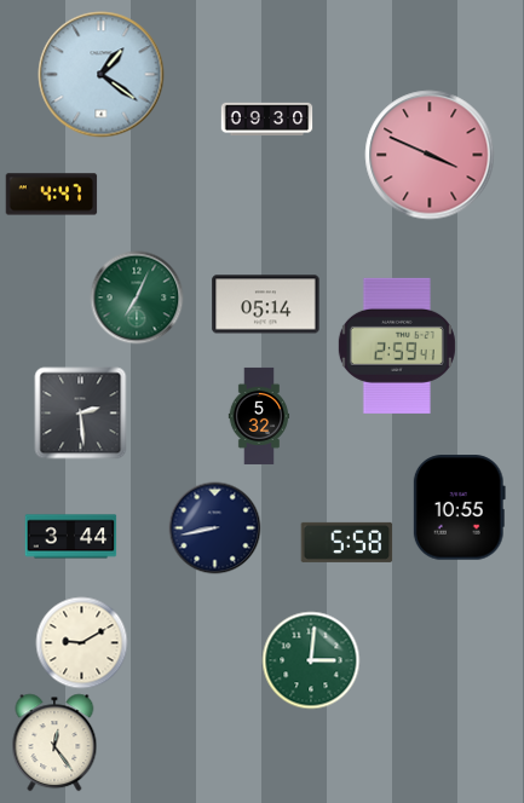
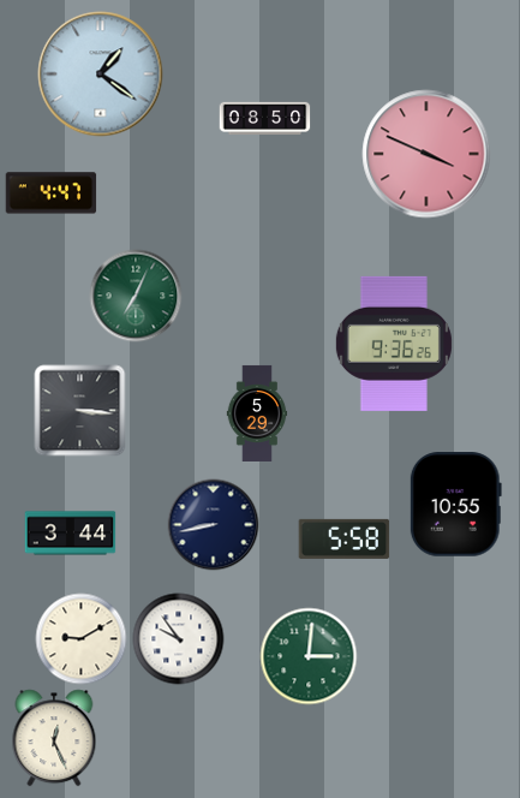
clock at (267, 119): 09:30 -> 08:50
clock at (266, 305): 05:14 -> none
clock at (397, 346): 2:59 -> 9:36
clock at (81, 414): 2:29 -> 3:16
clock at (259, 416): 5:32 -> 5:29
clock at (179, 639): none -> 9:54
clock at (54, 743): 12:24 -> 12:26
